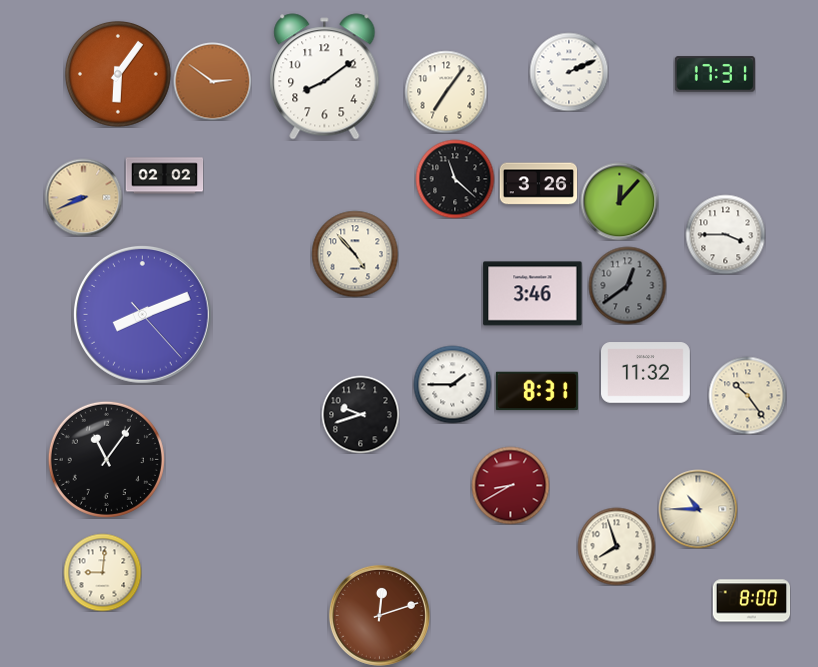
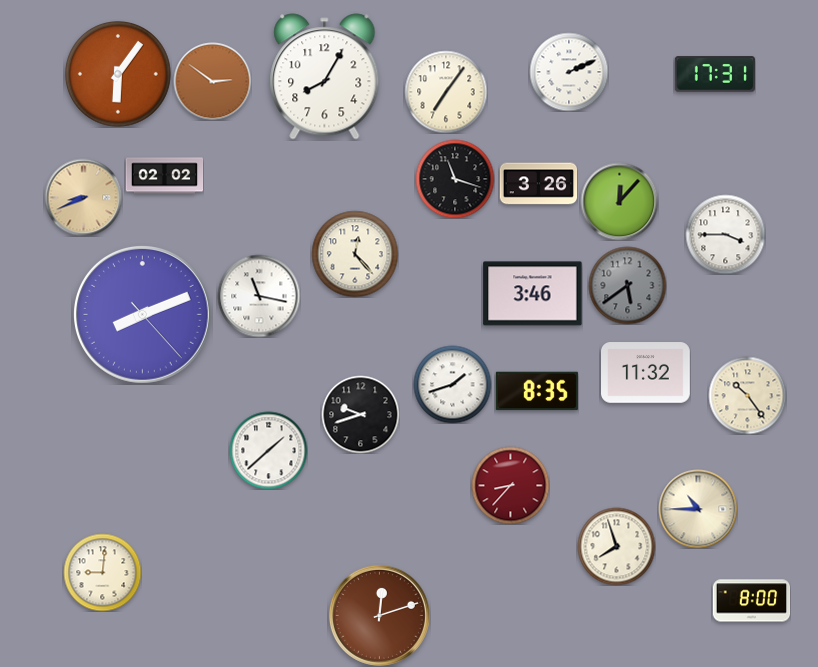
clock at (325, 77): 8:09 -> 8:05
clock at (455, 179): 11:22 -> 11:18
clock at (355, 254): 4:53 -> 12:23
clock at (627, 285): 12:39 -> 5:39
clock at (259, 296): none -> 11:17
clock at (452, 384): 1:45 -> 1:42
clock at (537, 391): 8:31 -> 8:35
clock at (268, 450): none -> 1:38
clock at (106, 459): 11:06 -> none
clock at (510, 485): 8:40 -> 8:37
